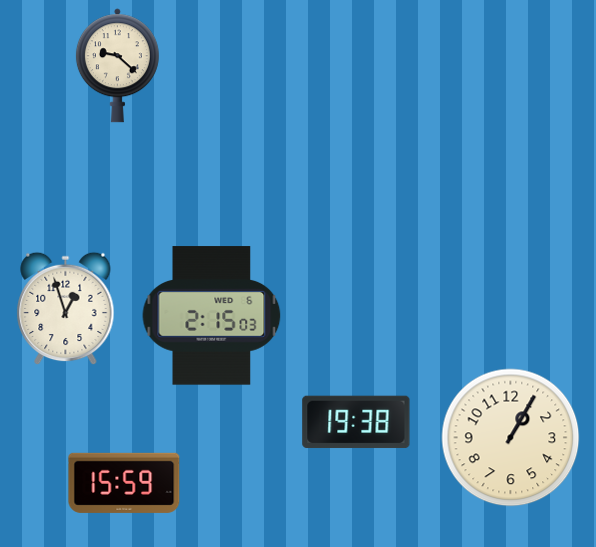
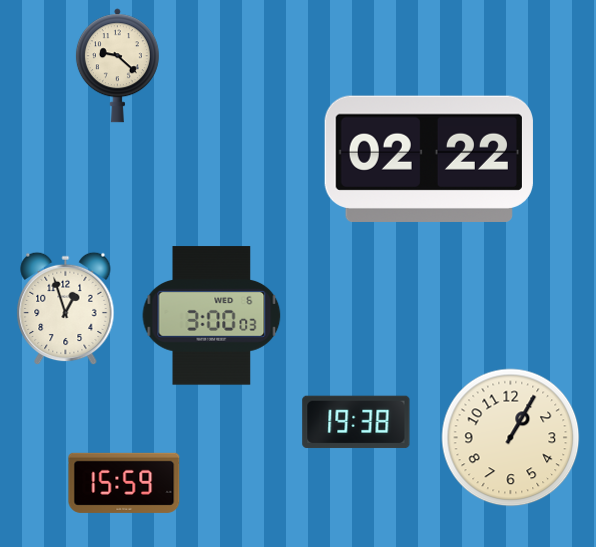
clock at (429, 159): none -> 02:22
clock at (212, 316): 2:15 -> 3:00
